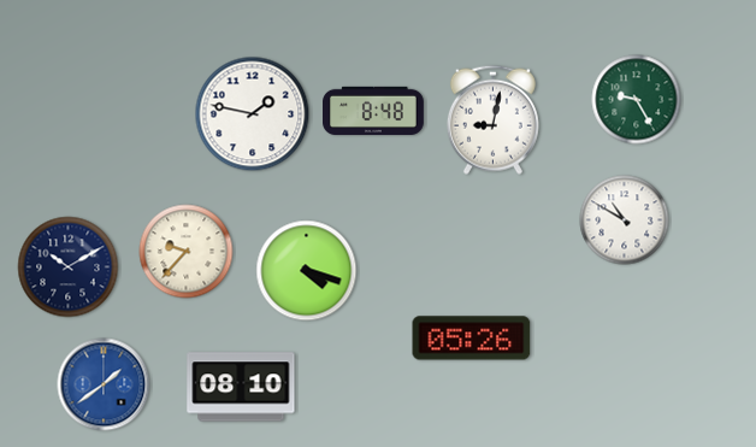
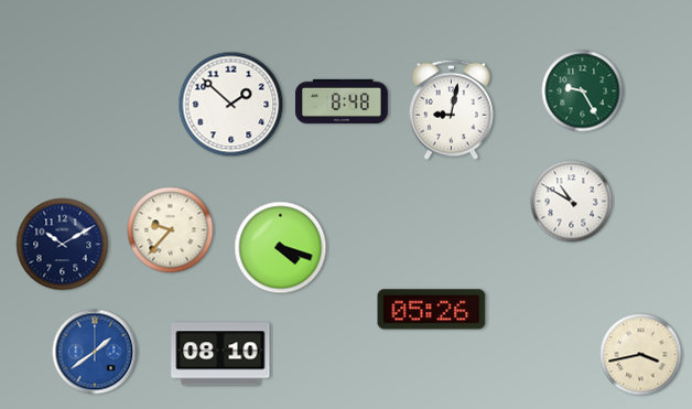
clock at (253, 114): 1:47 -> 1:52
clock at (641, 355): none -> 3:43
